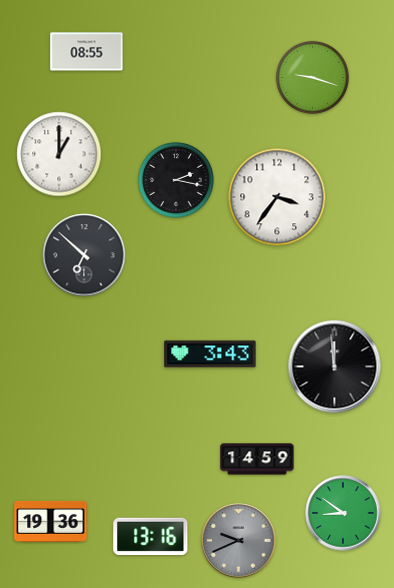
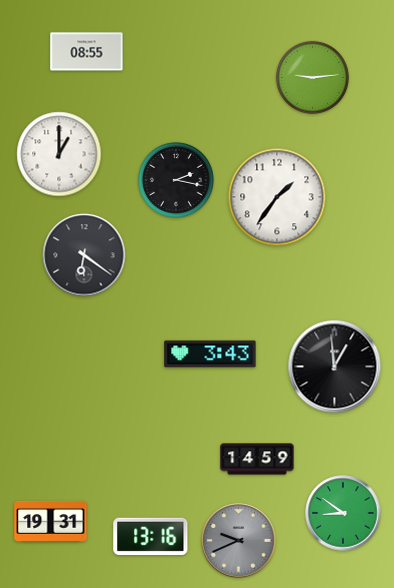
clock at (312, 77): 9:18 -> 9:14
clock at (277, 197): 3:36 -> 1:36
clock at (84, 255): 6:52 -> 6:21
clock at (335, 367): 11:59 -> 12:59
clock at (51, 521): 19:36 -> 19:31
